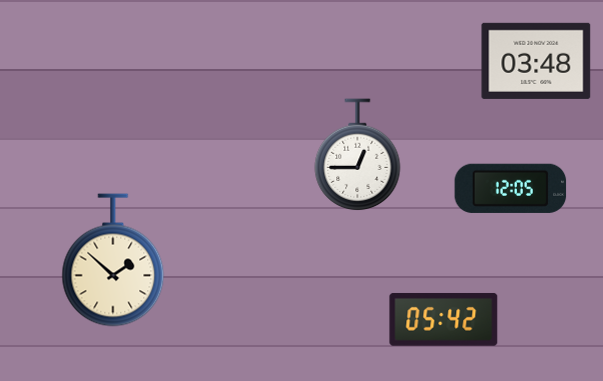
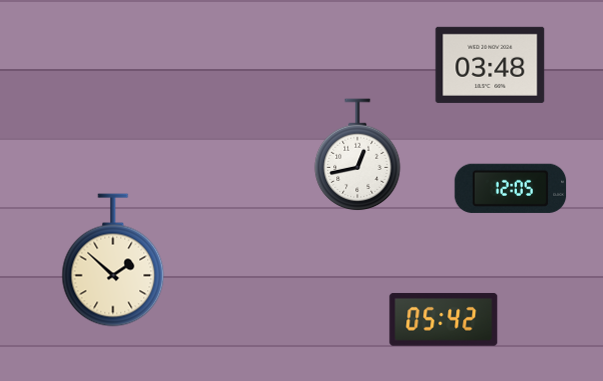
clock at (536, 61) position: (536, 61) -> (490, 65)
clock at (358, 155): 12:45 -> 12:43
